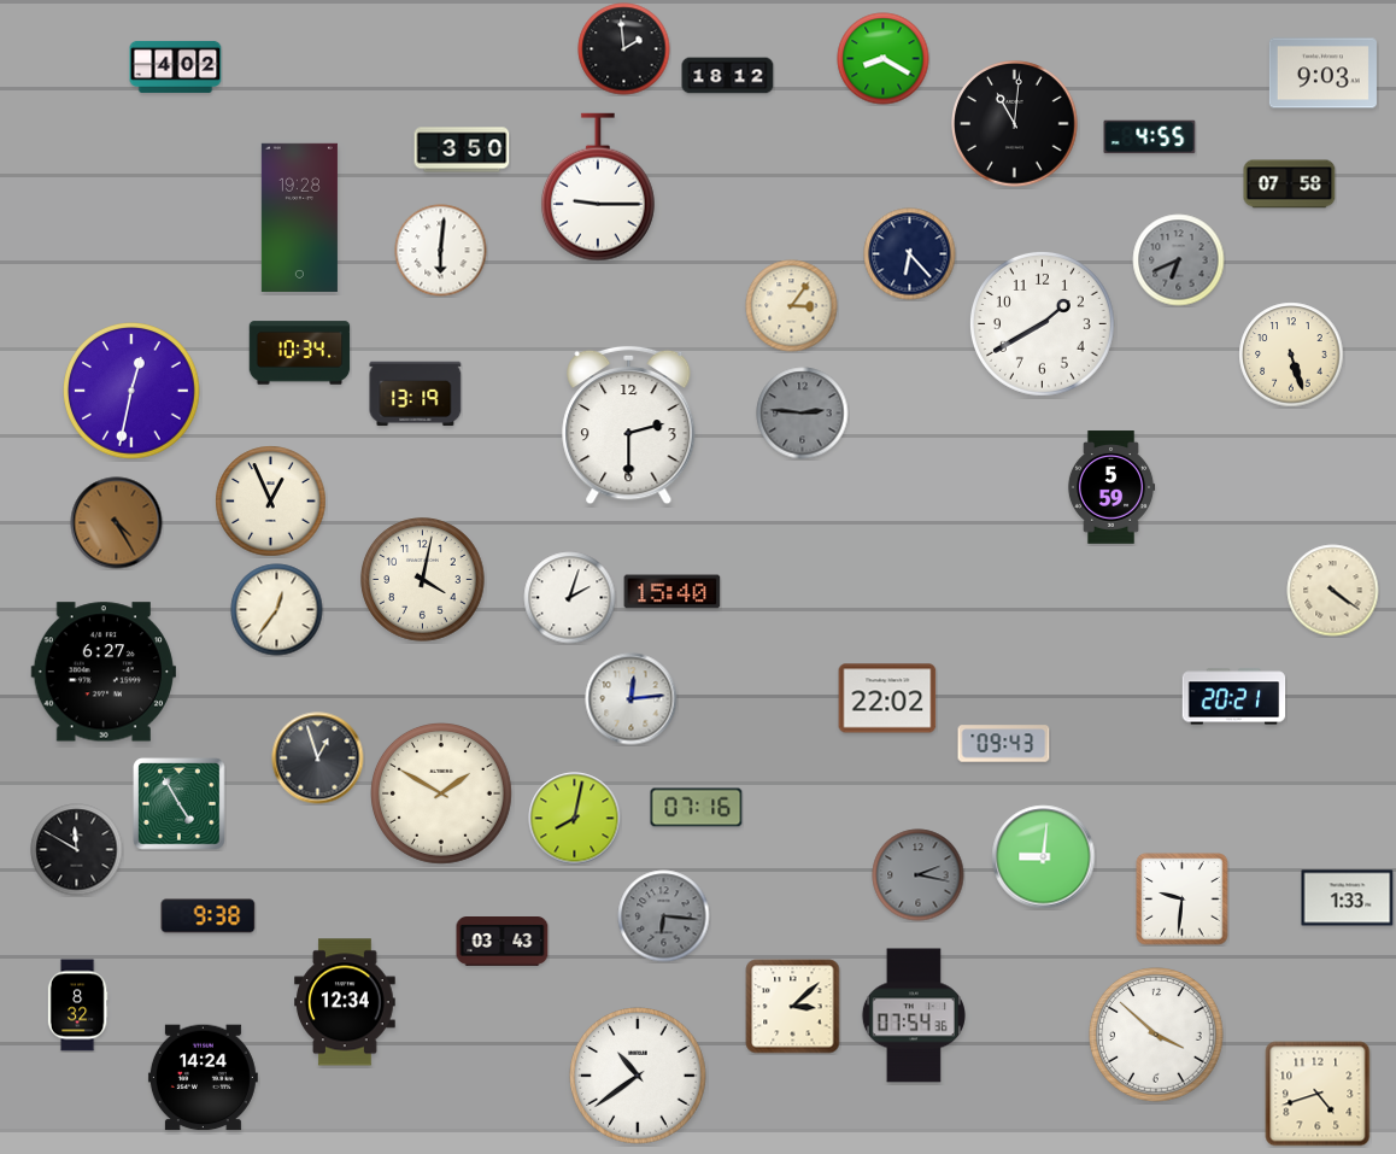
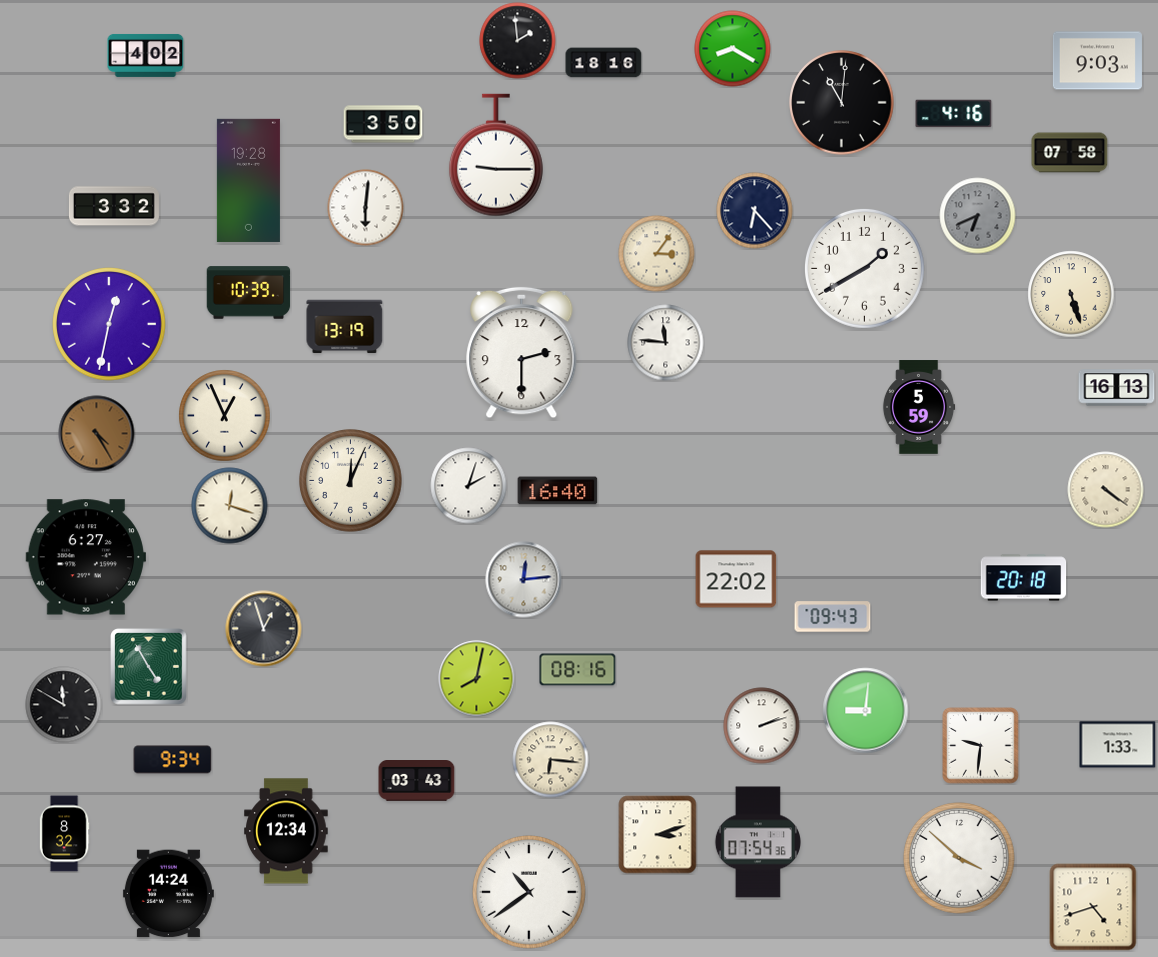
clock at (728, 76): 18:12 -> 18:16
clock at (1150, 137): 4:55 -> 4:16
clock at (114, 206): none -> 3:32
clock at (300, 353): 10:34 -> 10:39
clock at (803, 414): 2:46 -> 11:46
clock at (803, 414) dial: grey -> white
clock at (1117, 388): none -> 16:13
clock at (1111, 487) position: (1111, 487) -> (919, 407)
clock at (423, 580): 4:02 -> 12:04
clock at (673, 592): 15:40 -> 16:40
clock at (570, 598) position: (570, 598) -> (469, 486)
clock at (277, 610): 12:36 -> 12:18
clock at (1234, 697): 20:21 -> 20:18
clock at (442, 795): 1:50 -> none
clock at (697, 808): 07:16 -> 08:16
clock at (919, 875): 2:17 -> 2:12
clock at (919, 875) dial: grey -> white
clock at (209, 916): 9:38 -> 9:34
clock at (664, 916) dial: grey -> cream
clock at (793, 1007): 3:08 -> 3:12
